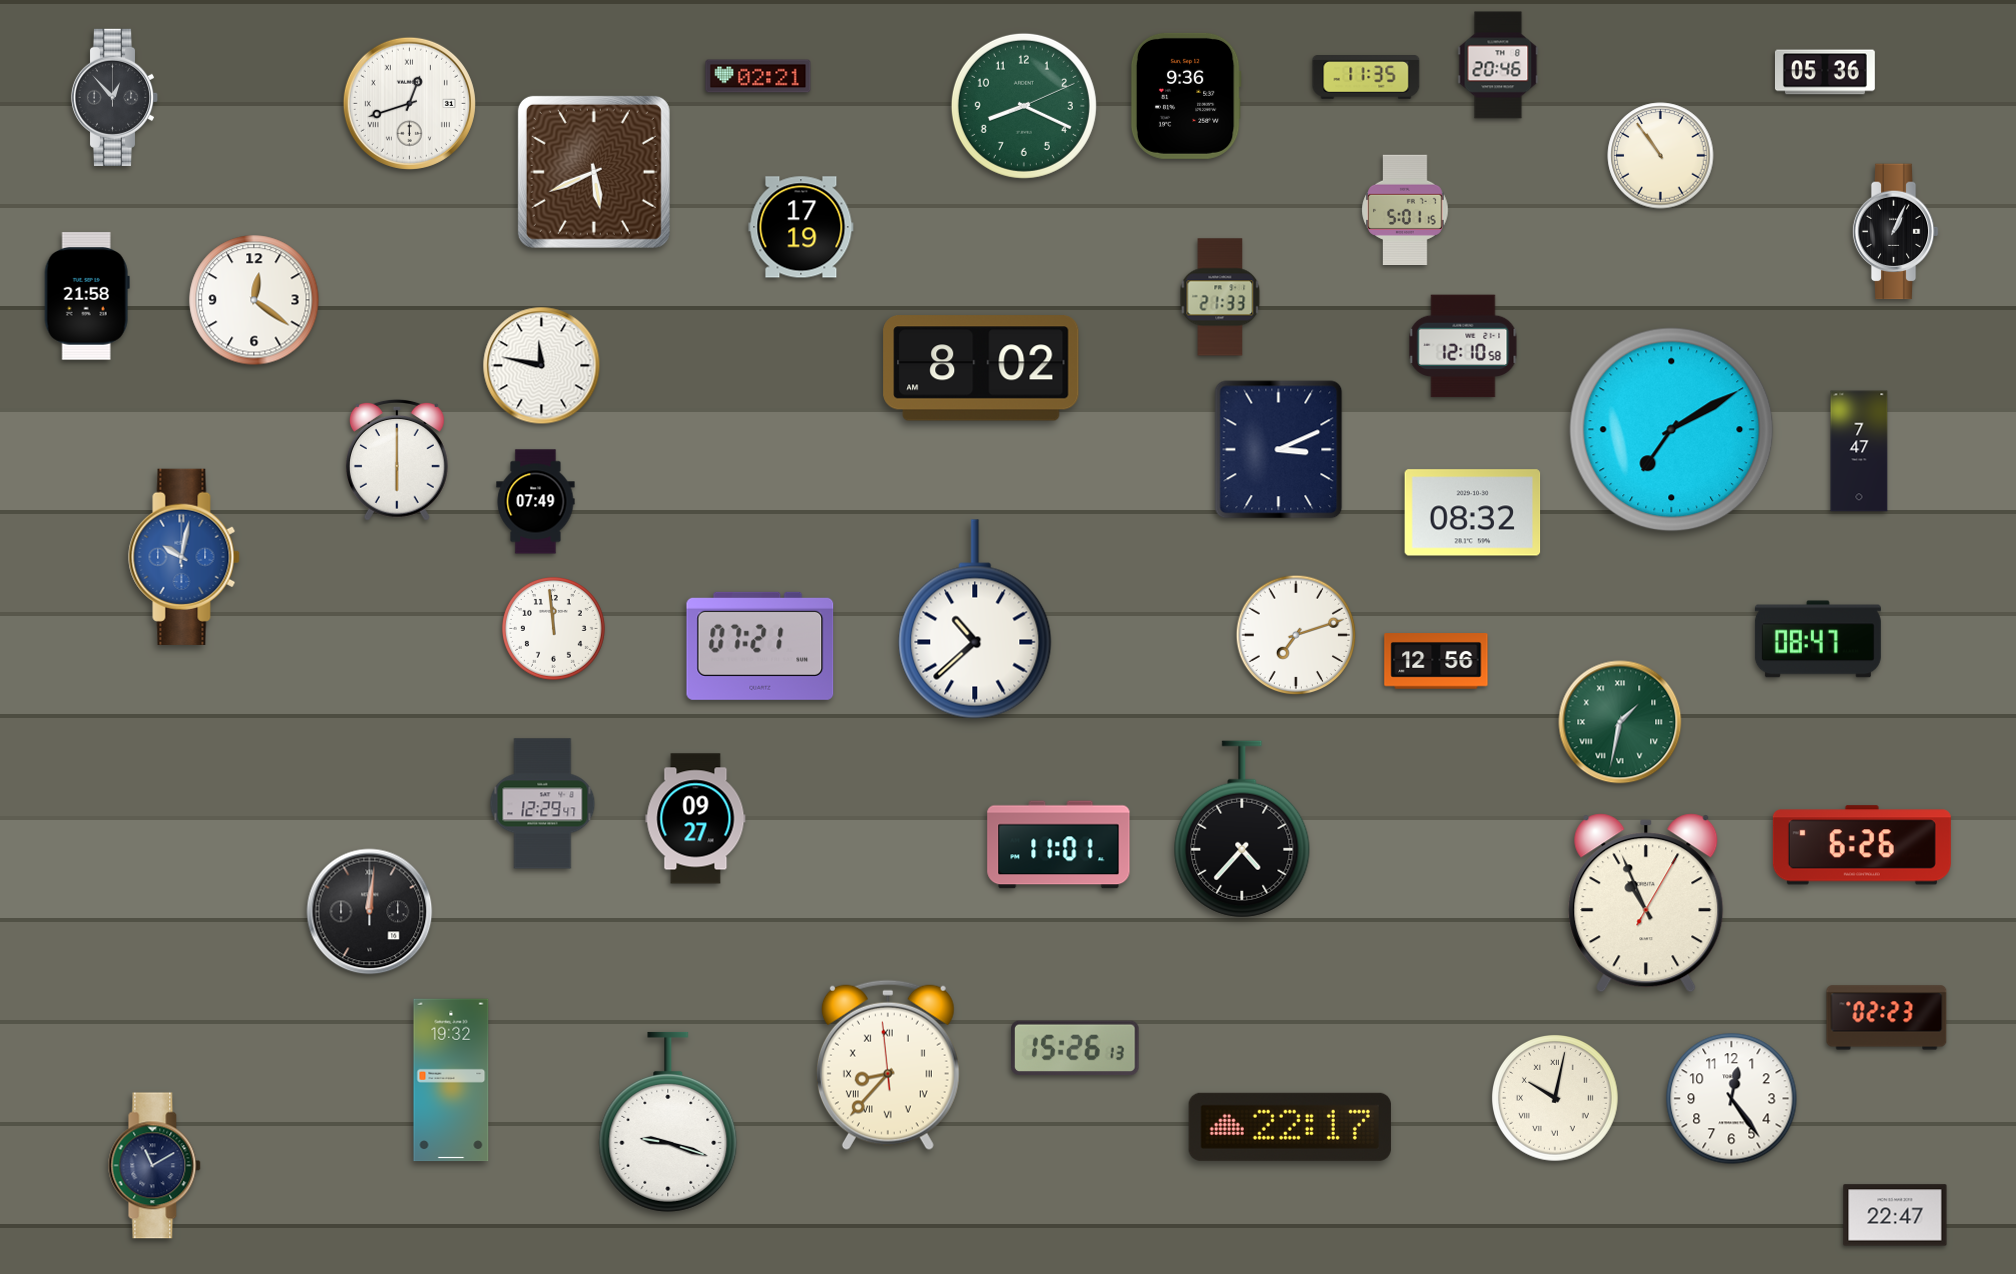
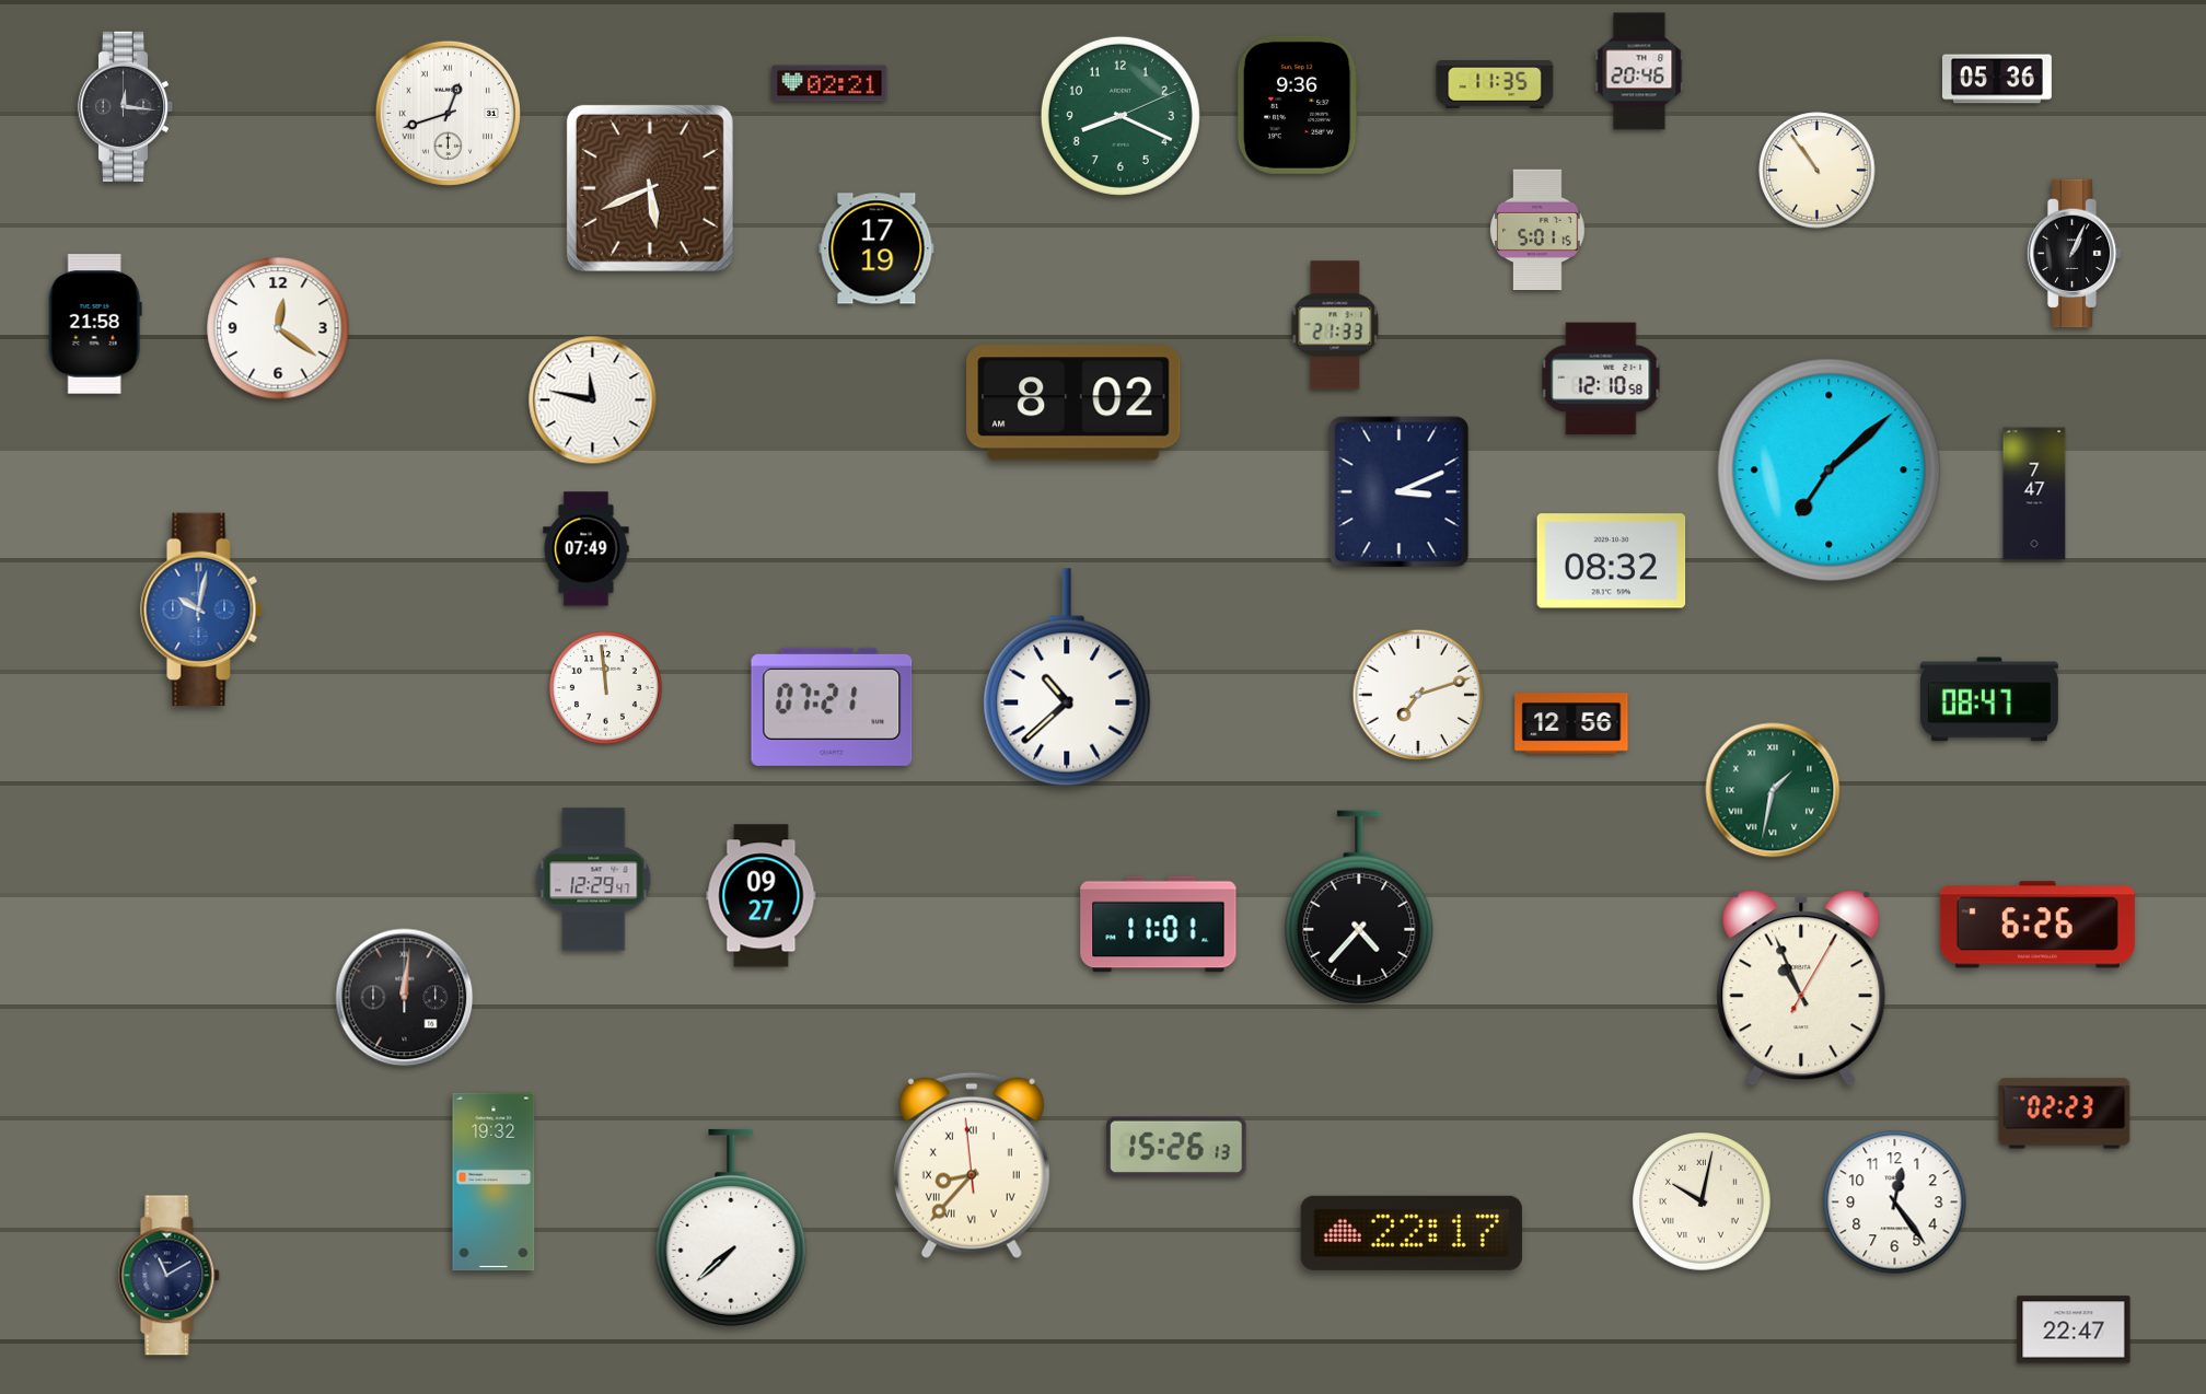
clock at (115, 97): 12:53 -> 12:16
clock at (1672, 430): 7:10 -> 7:08
clock at (397, 460): 6:00 -> none
clock at (668, 1122): 9:18 -> 7:38
